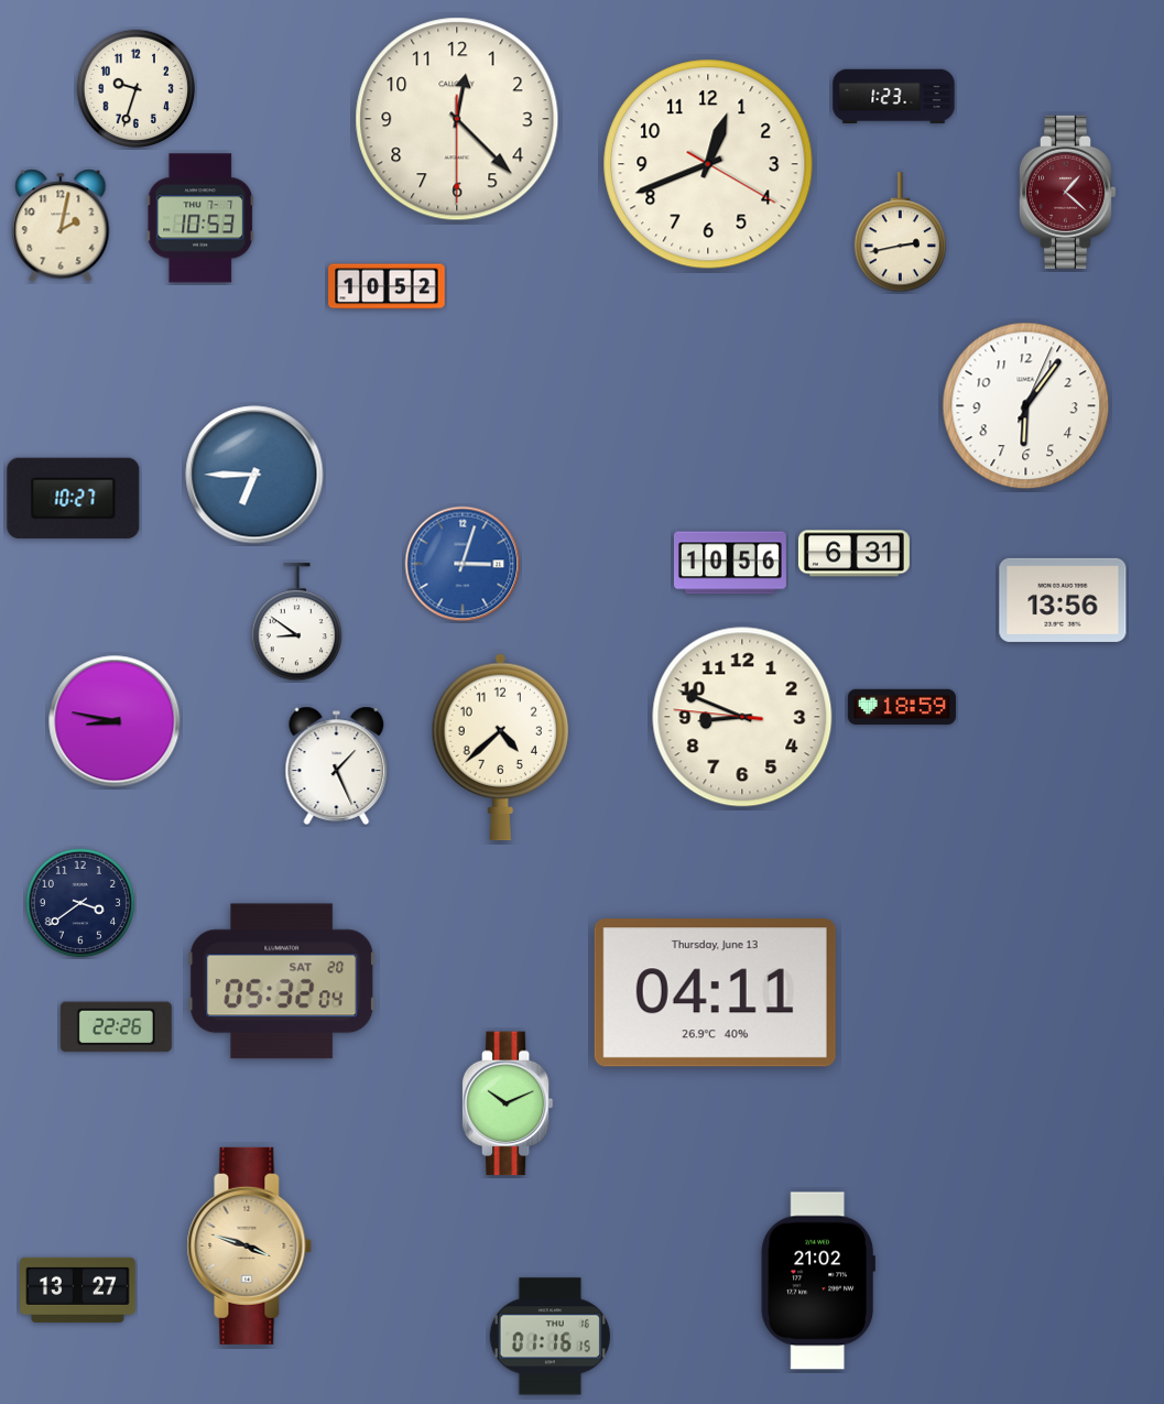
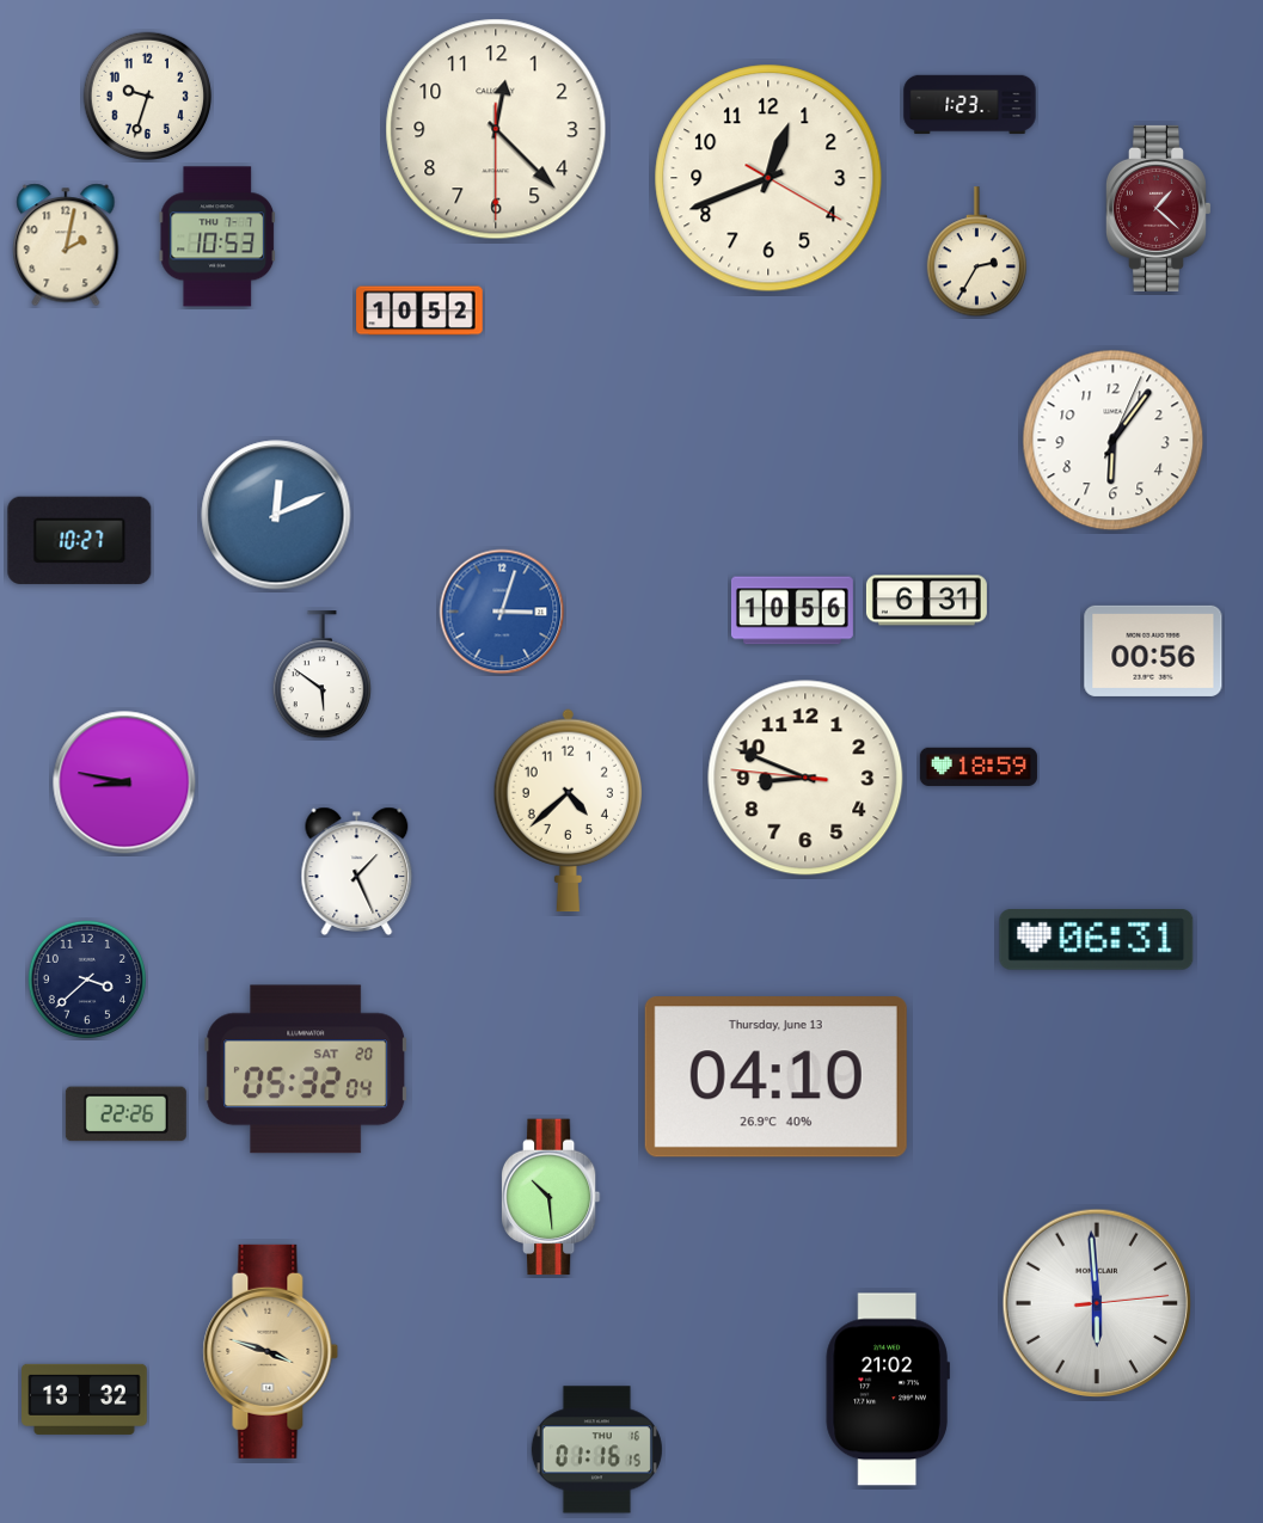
clock at (900, 232): 2:43 -> 2:35
clock at (254, 475): 6:45 -> 12:11
clock at (1063, 600): 13:56 -> 00:56
clock at (296, 622): 8:51 -> 5:51
clock at (500, 748) position: (500, 748) -> (568, 811)
clock at (337, 765) position: (337, 765) -> (357, 871)
clock at (1097, 940): none -> 06:31
clock at (80, 903): 3:39 -> 3:38
clock at (282, 981) position: (282, 981) -> (306, 1069)
clock at (715, 993): 04:11 -> 04:10
clock at (508, 1103): 10:11 -> 10:29
clock at (1097, 1303): none -> 5:59
clock at (78, 1289): 13:27 -> 13:32
